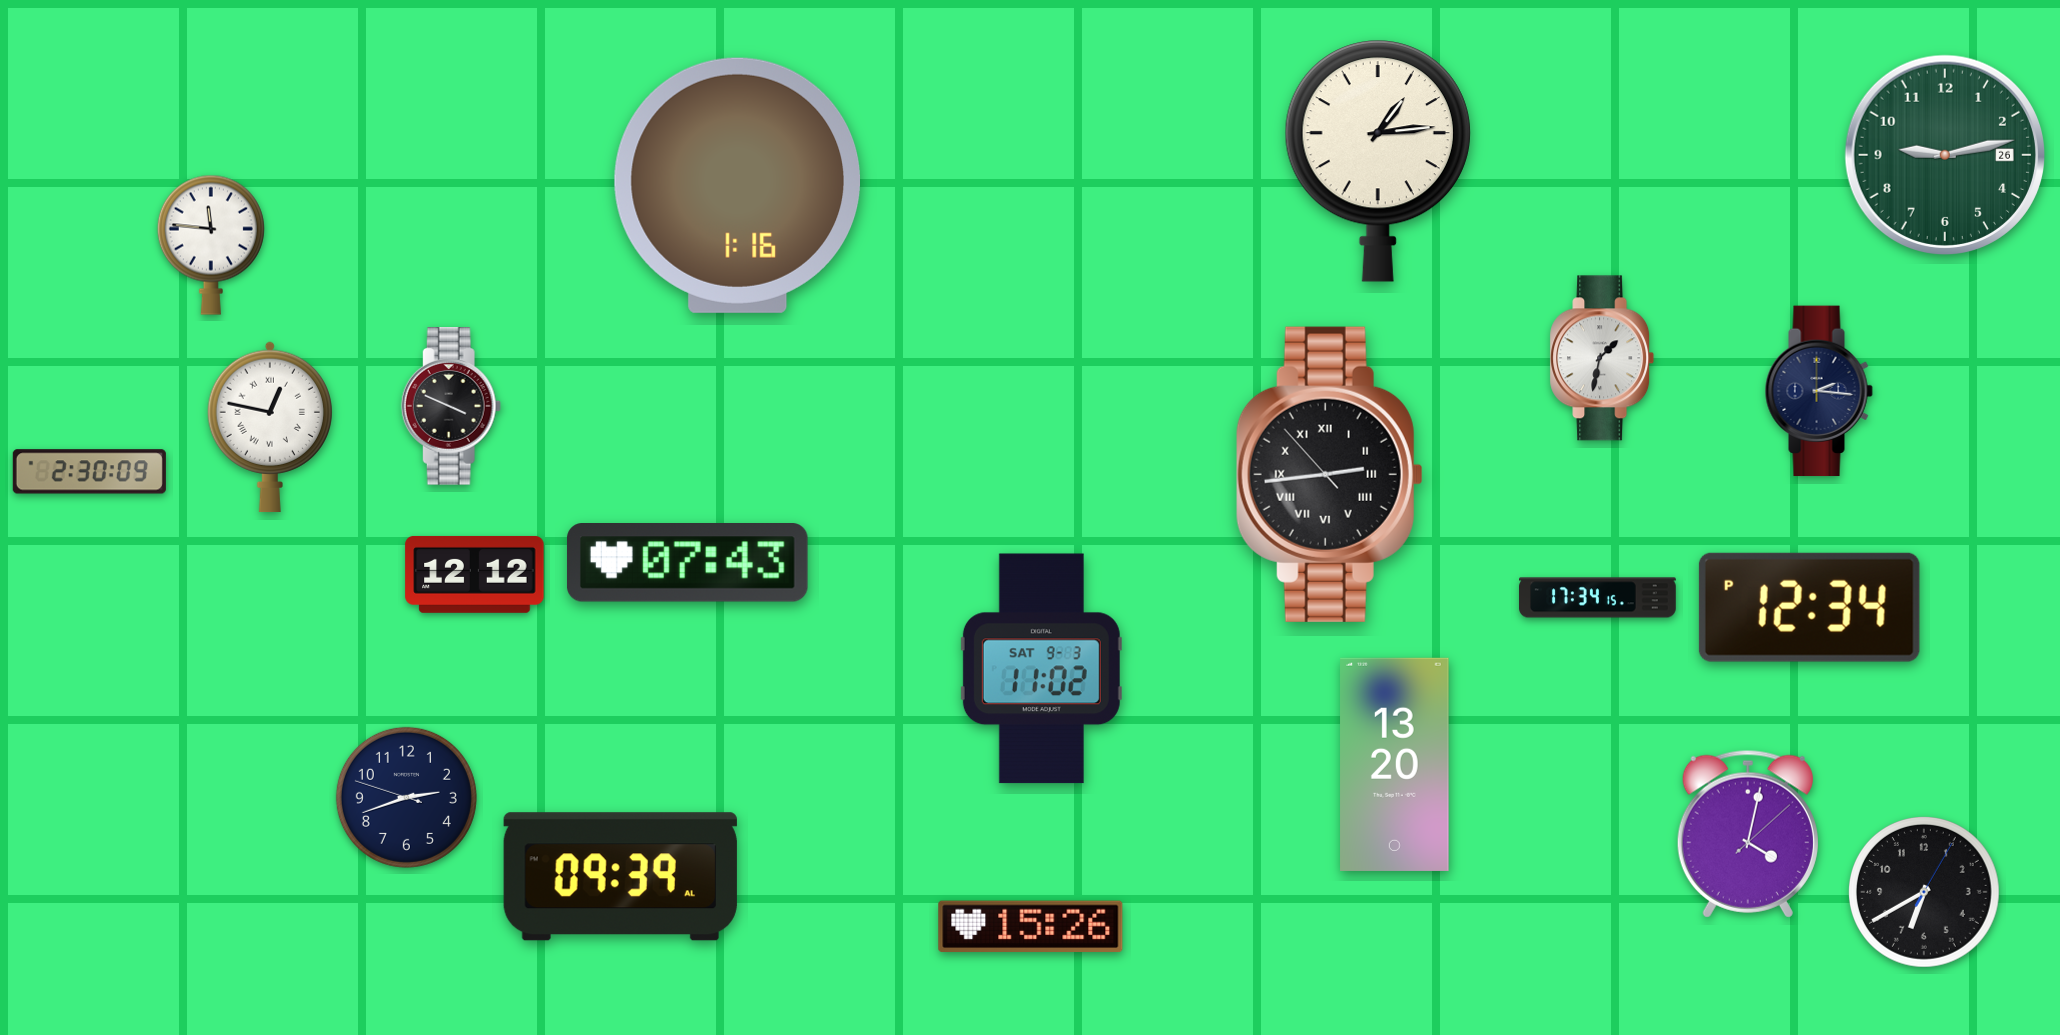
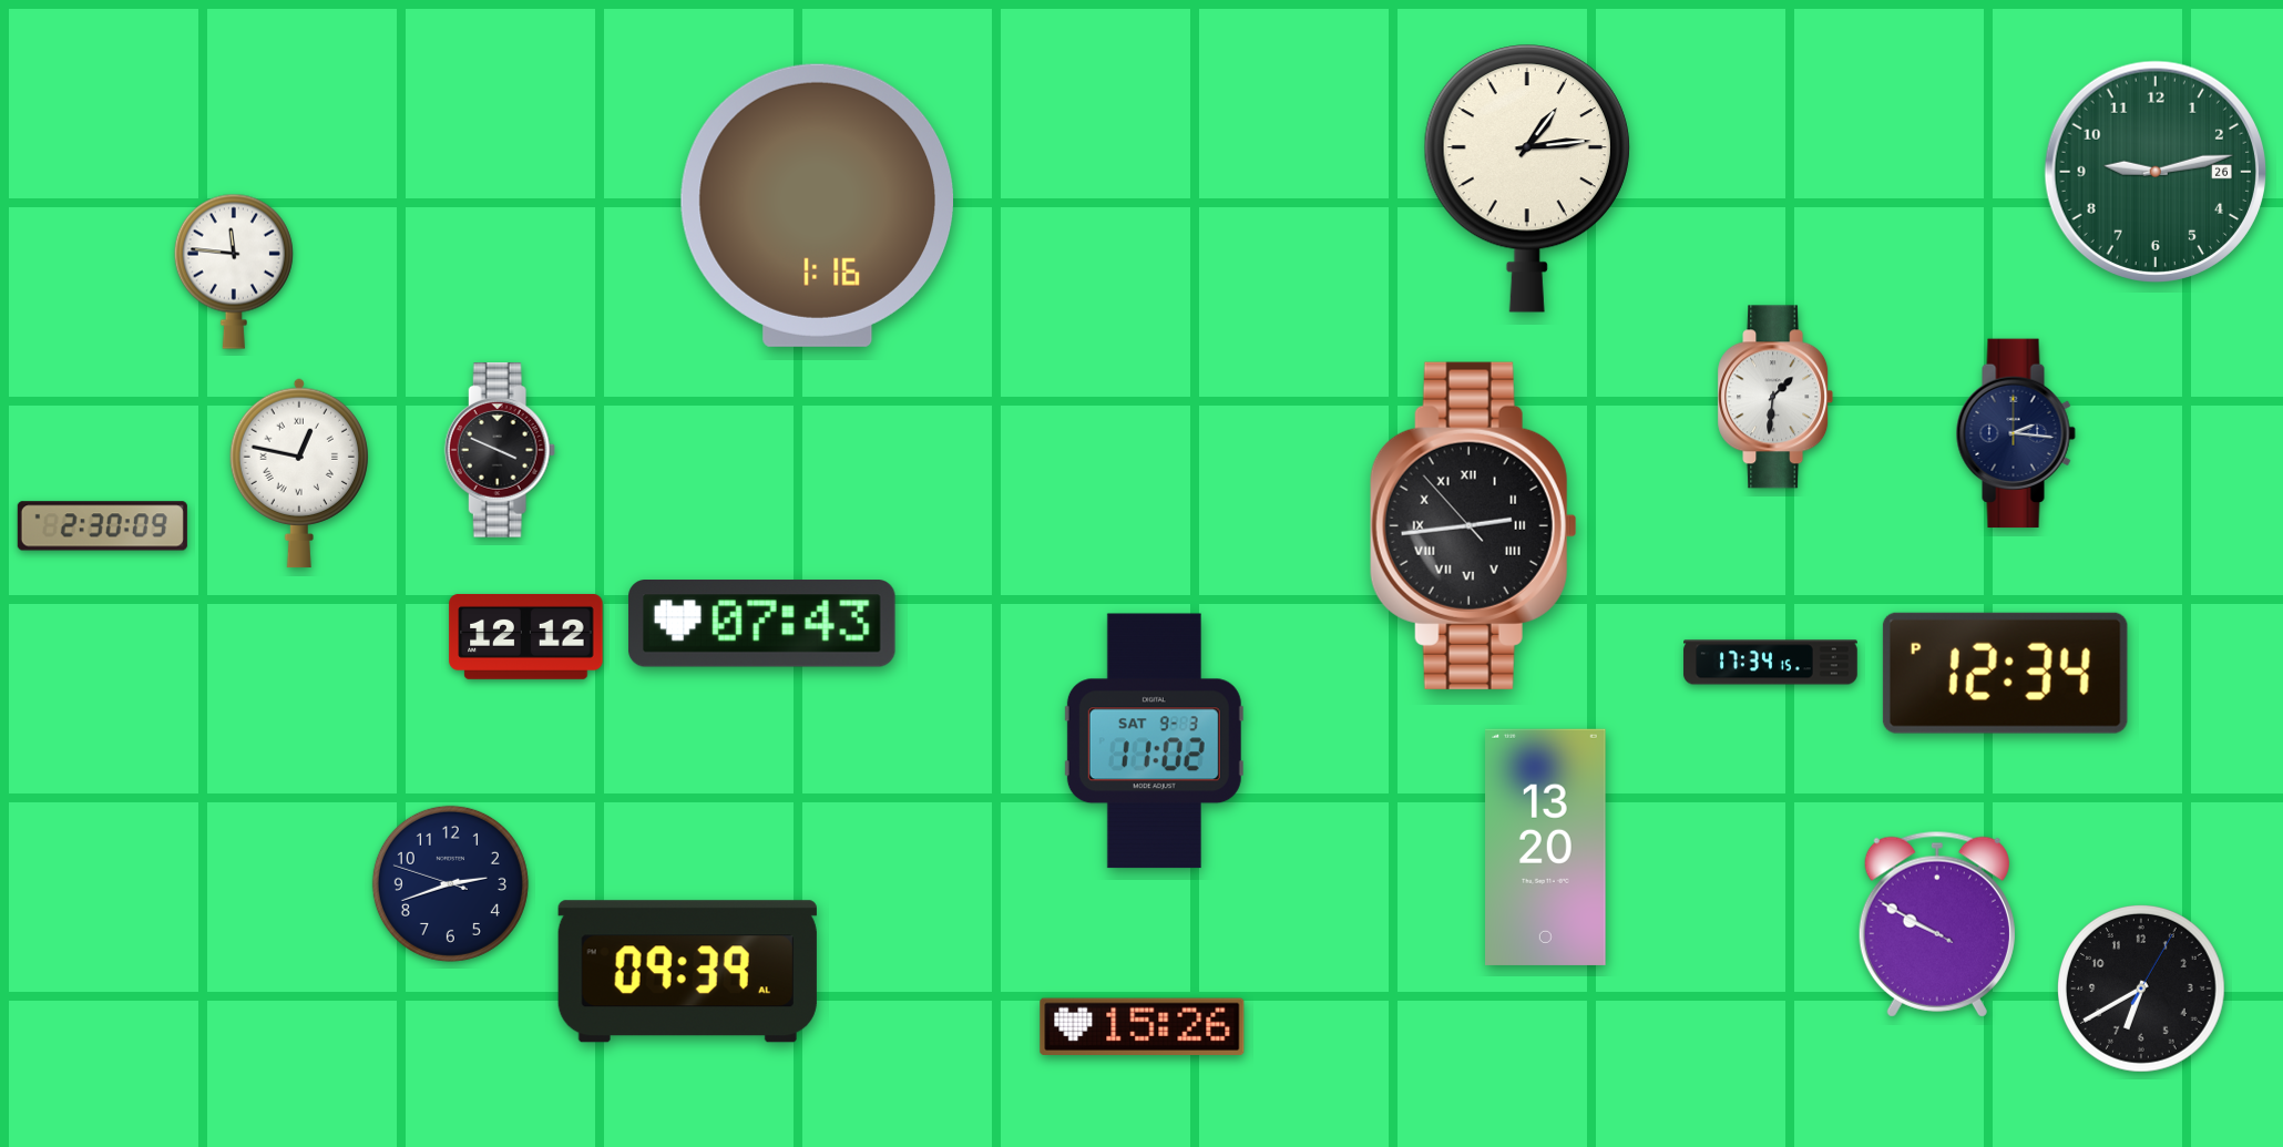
clock at (1602, 358): 1:32 -> 1:31
clock at (89, 472) position: (89, 472) -> (102, 526)
clock at (1748, 834): 4:02 -> 9:49
clock at (1924, 892) position: (1924, 892) -> (2141, 989)
